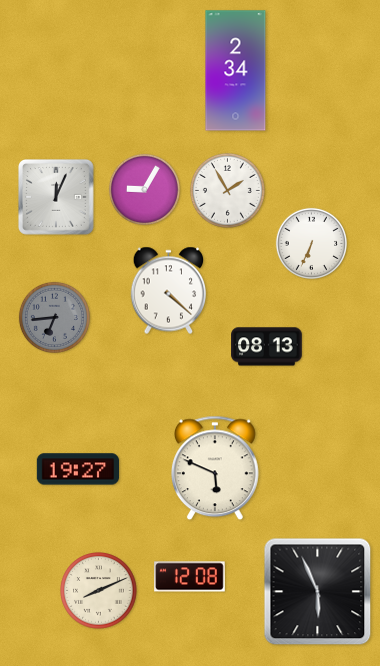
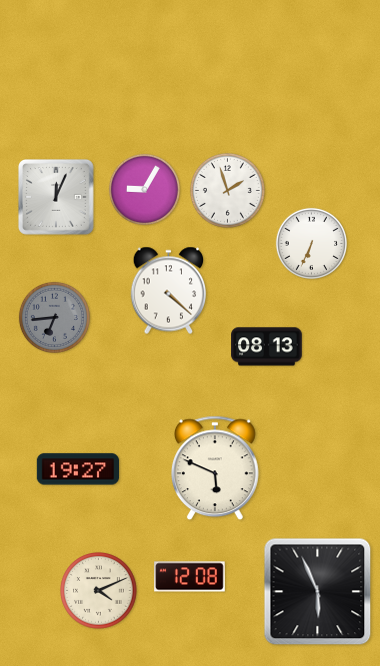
clock at (236, 71): 2:34 -> none
clock at (228, 191): 1:55 -> 1:57
clock at (99, 591): 8:11 -> 4:11
